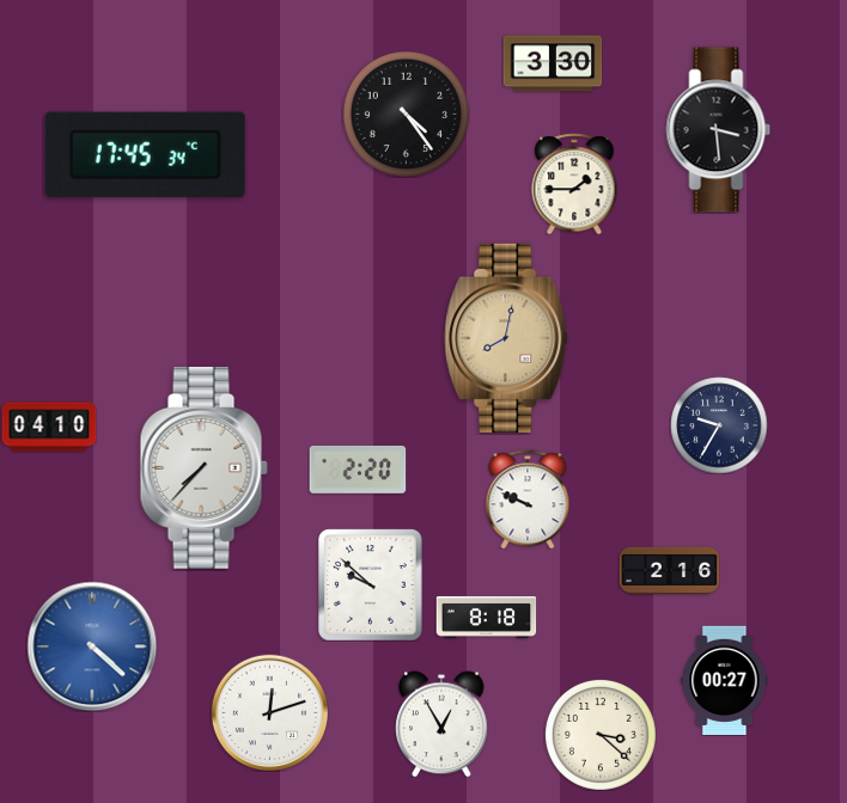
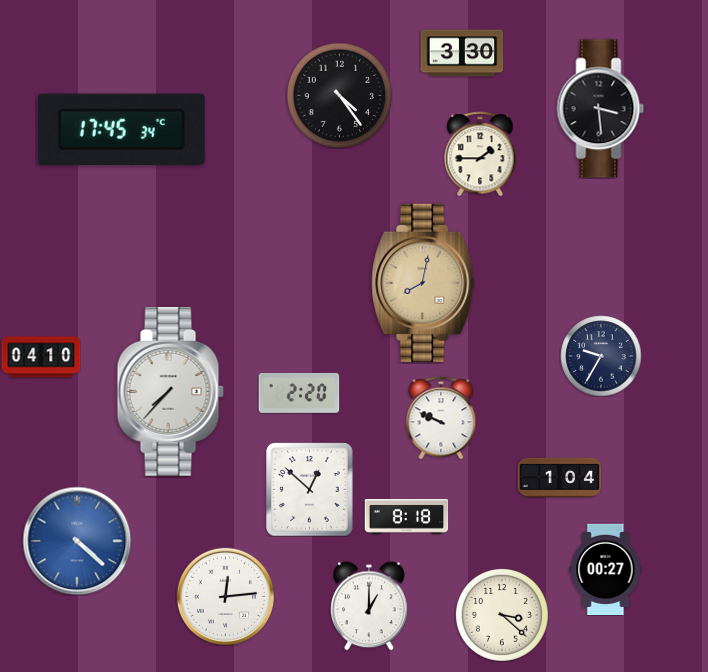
clock at (669, 570): 2:16 -> 1:04
clock at (371, 584): 9:52 -> 12:52
clock at (269, 712): 12:12 -> 12:14
clock at (441, 724): 12:55 -> 1:00
